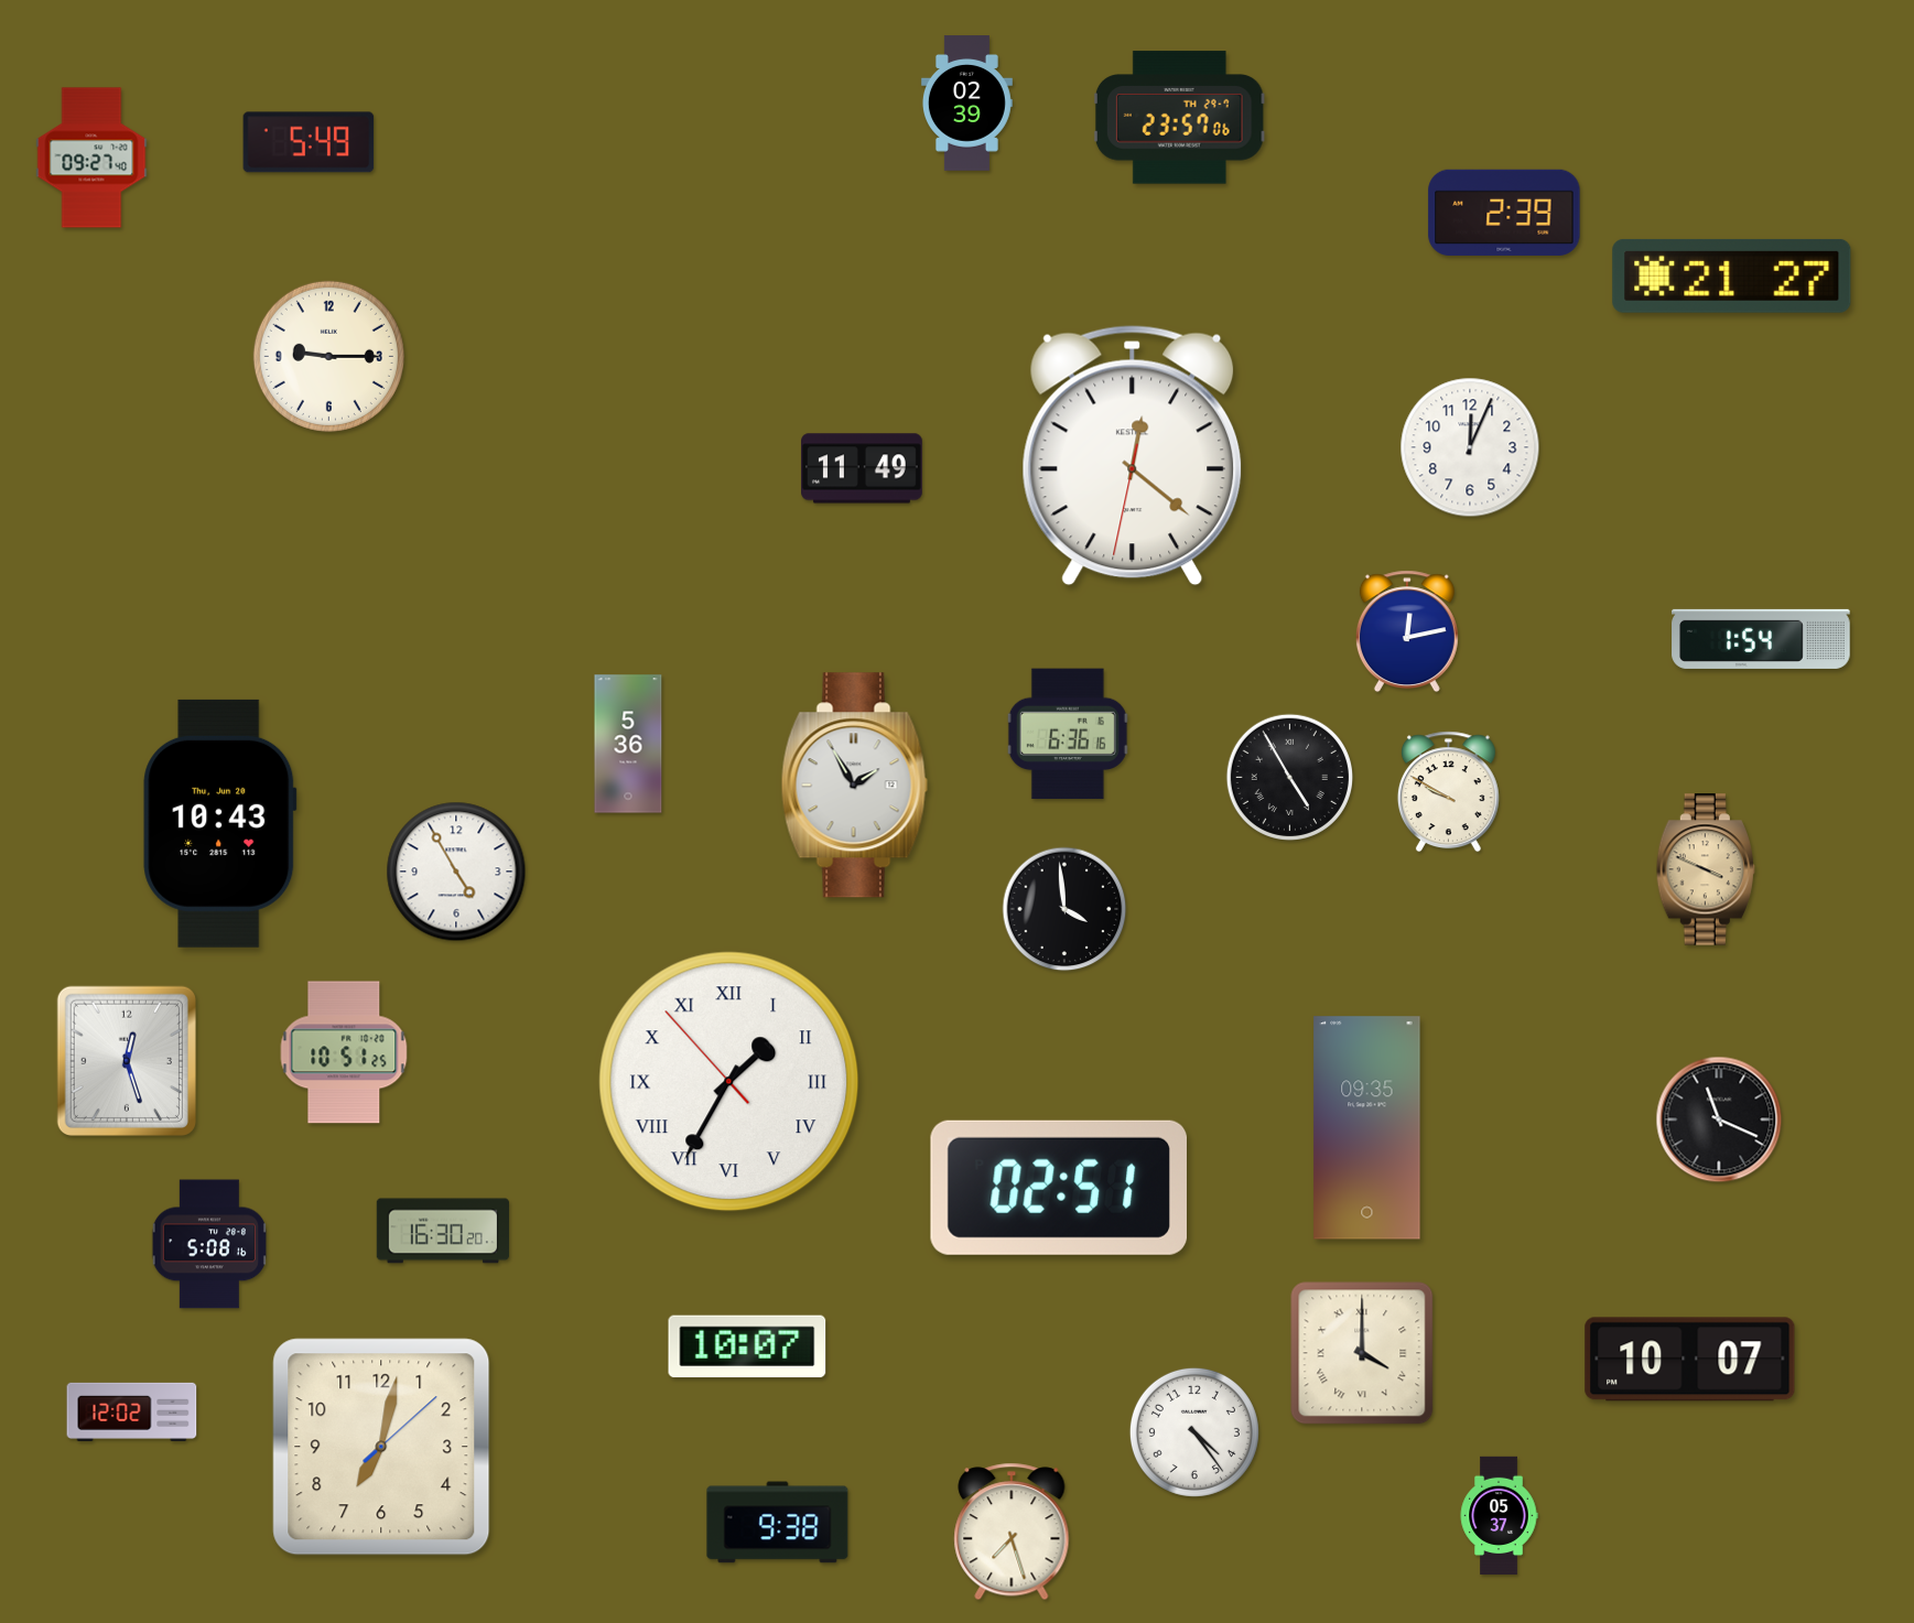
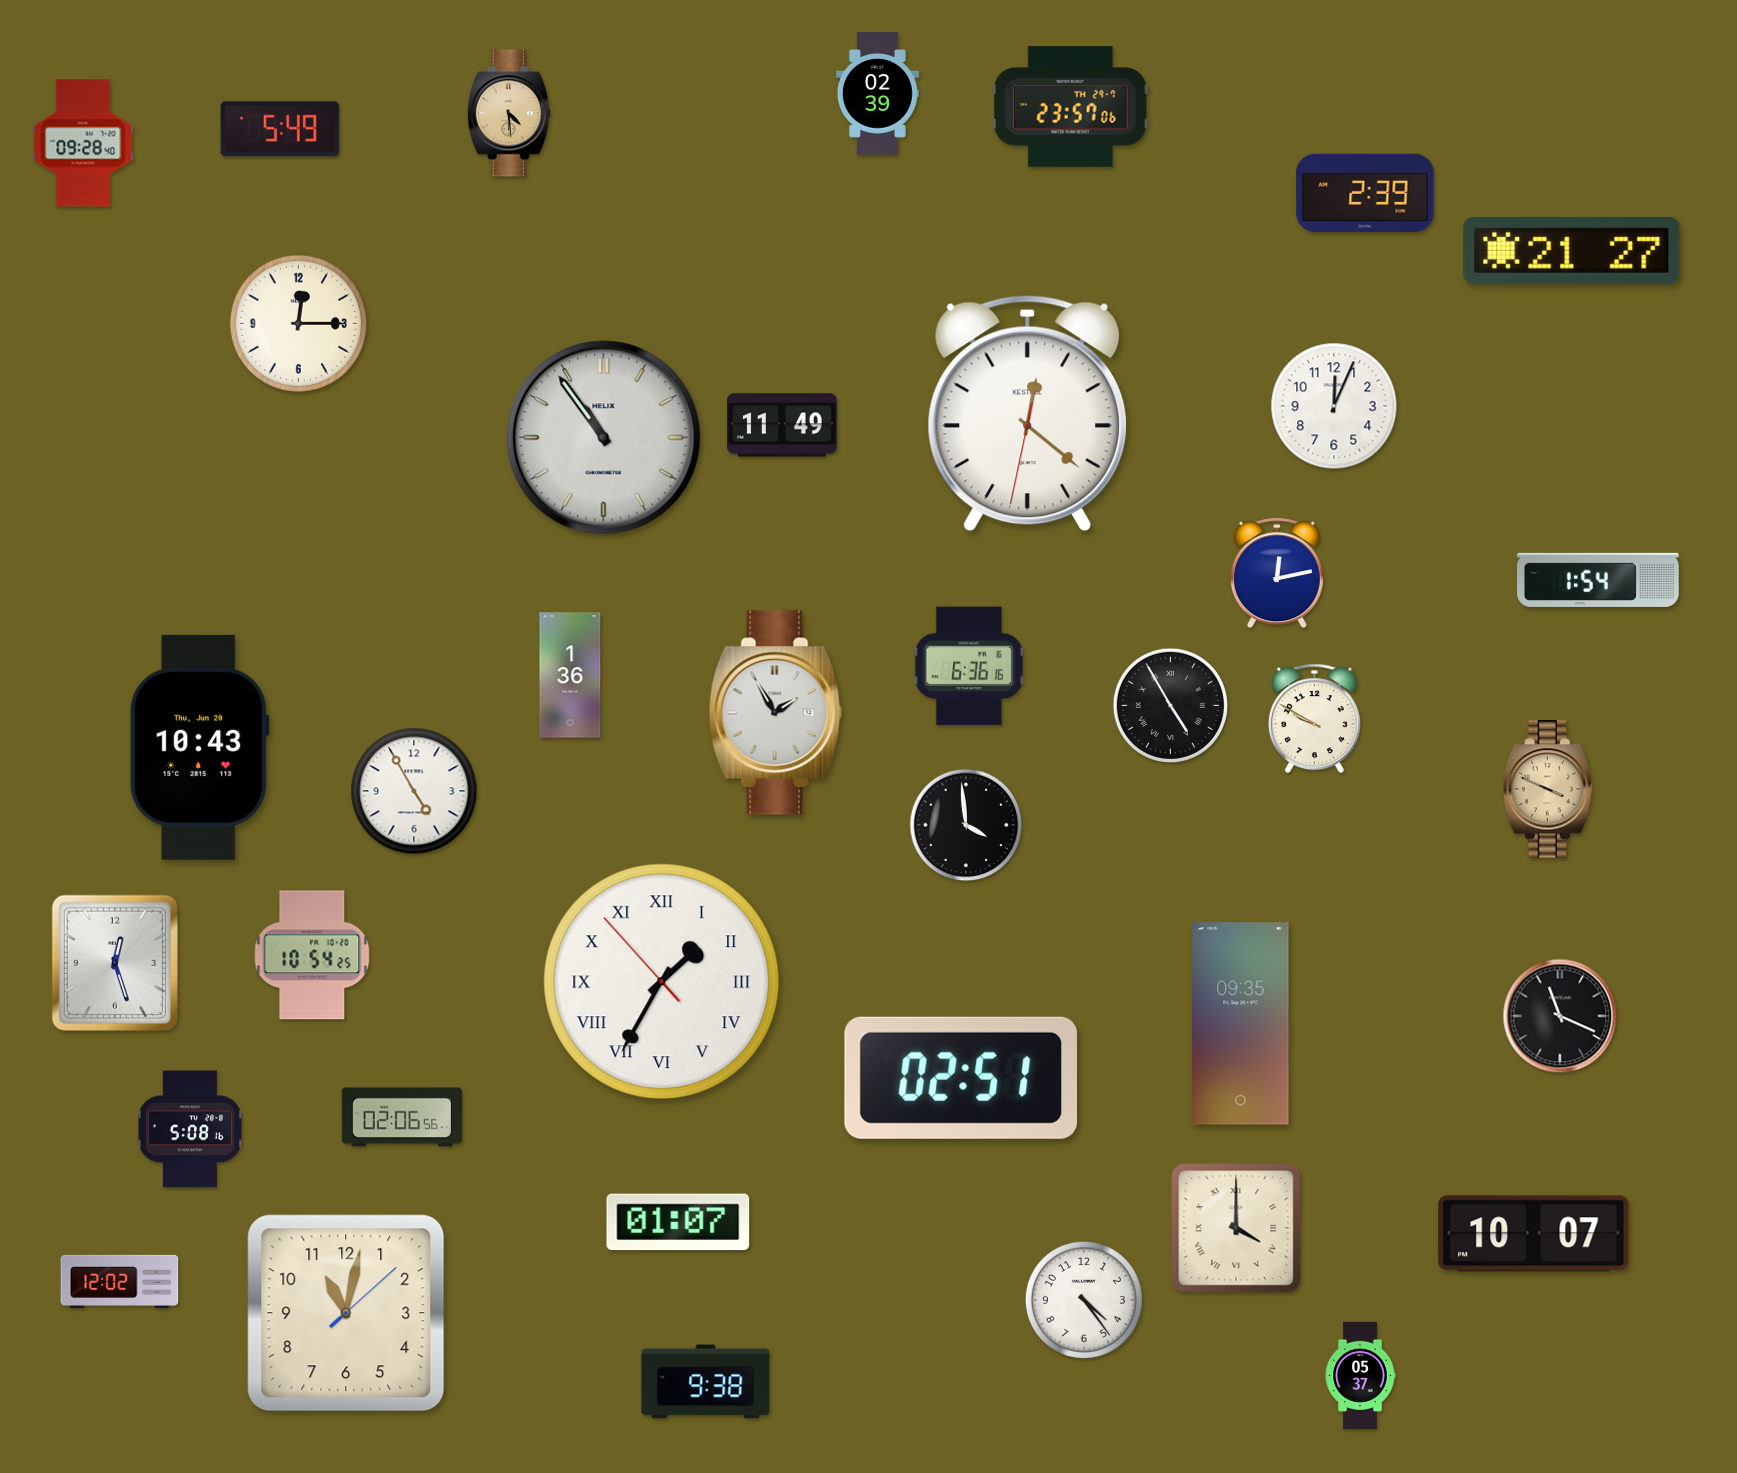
clock at (509, 113): none -> 4:29
clock at (91, 158): 09:27 -> 09:28
clock at (328, 356): 9:15 -> 12:15
clock at (604, 438): none -> 10:54
clock at (628, 744): 5:36 -> 1:36
clock at (344, 1052): 10:51 -> 10:54
clock at (443, 1231): 16:30 -> 02:06
clock at (747, 1346): 10:07 -> 01:07
clock at (381, 1447): 7:02 -> 11:02
clock at (1012, 1532): 7:27 -> none
